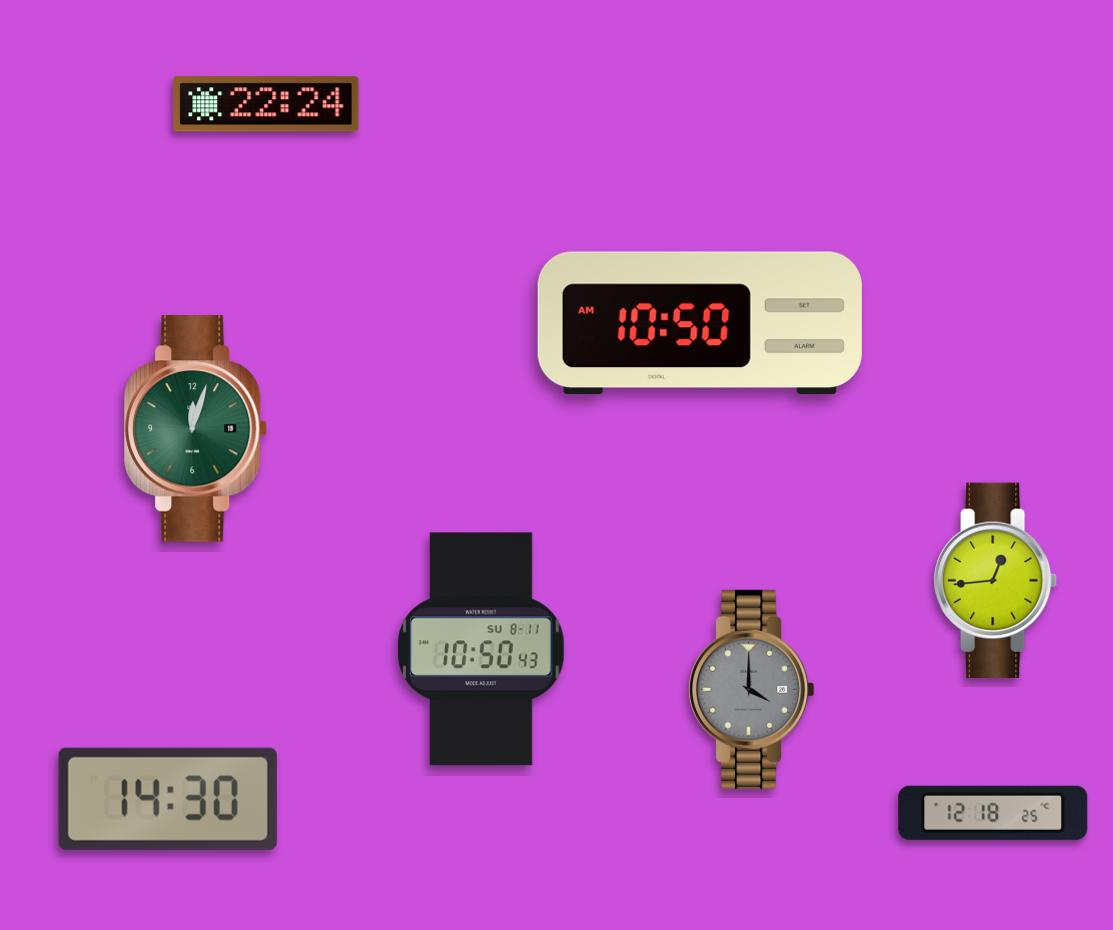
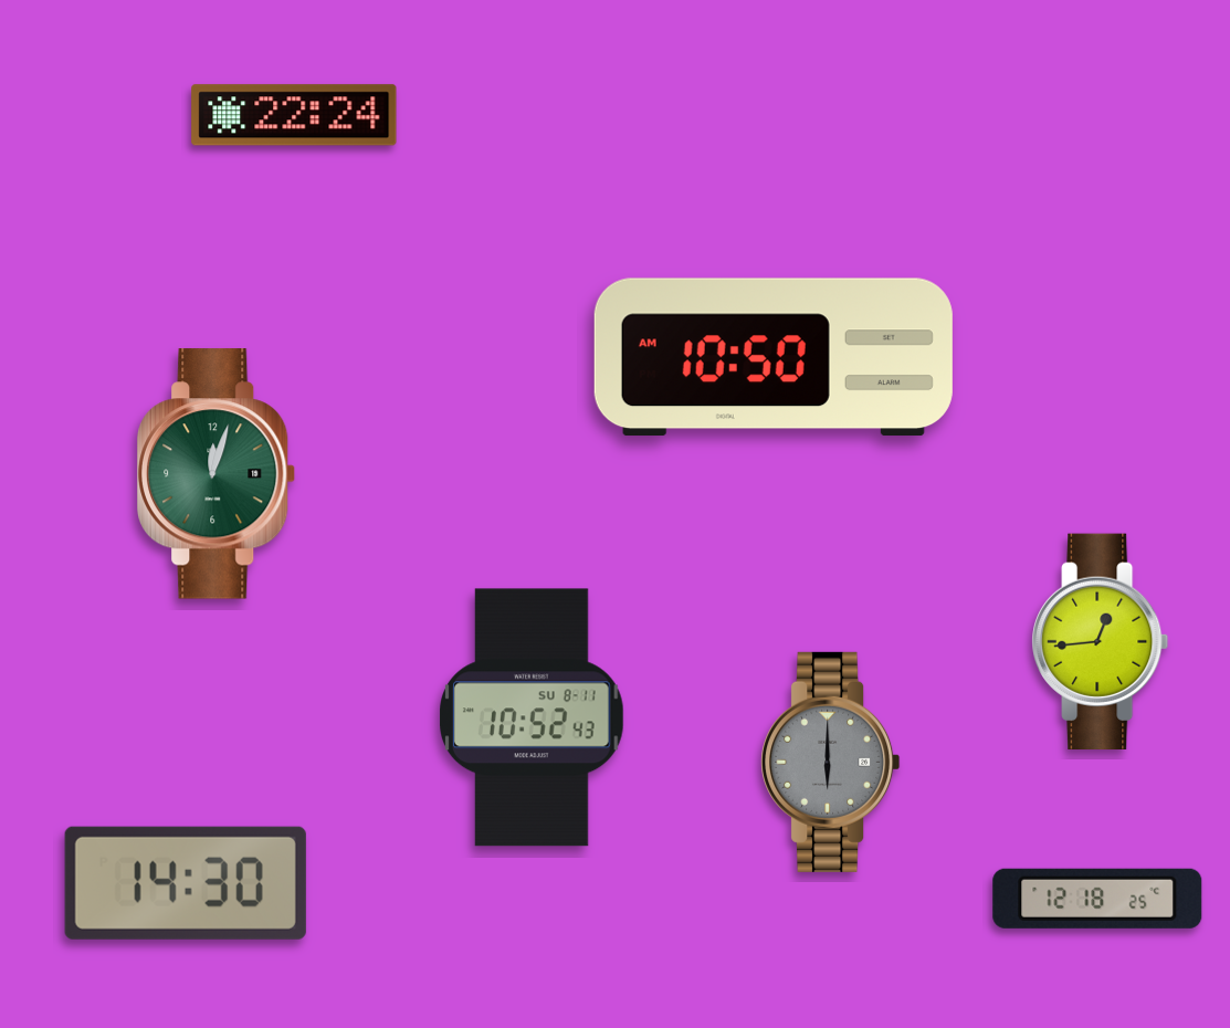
clock at (482, 649): 10:50 -> 10:52
clock at (752, 689): 4:00 -> 6:00
